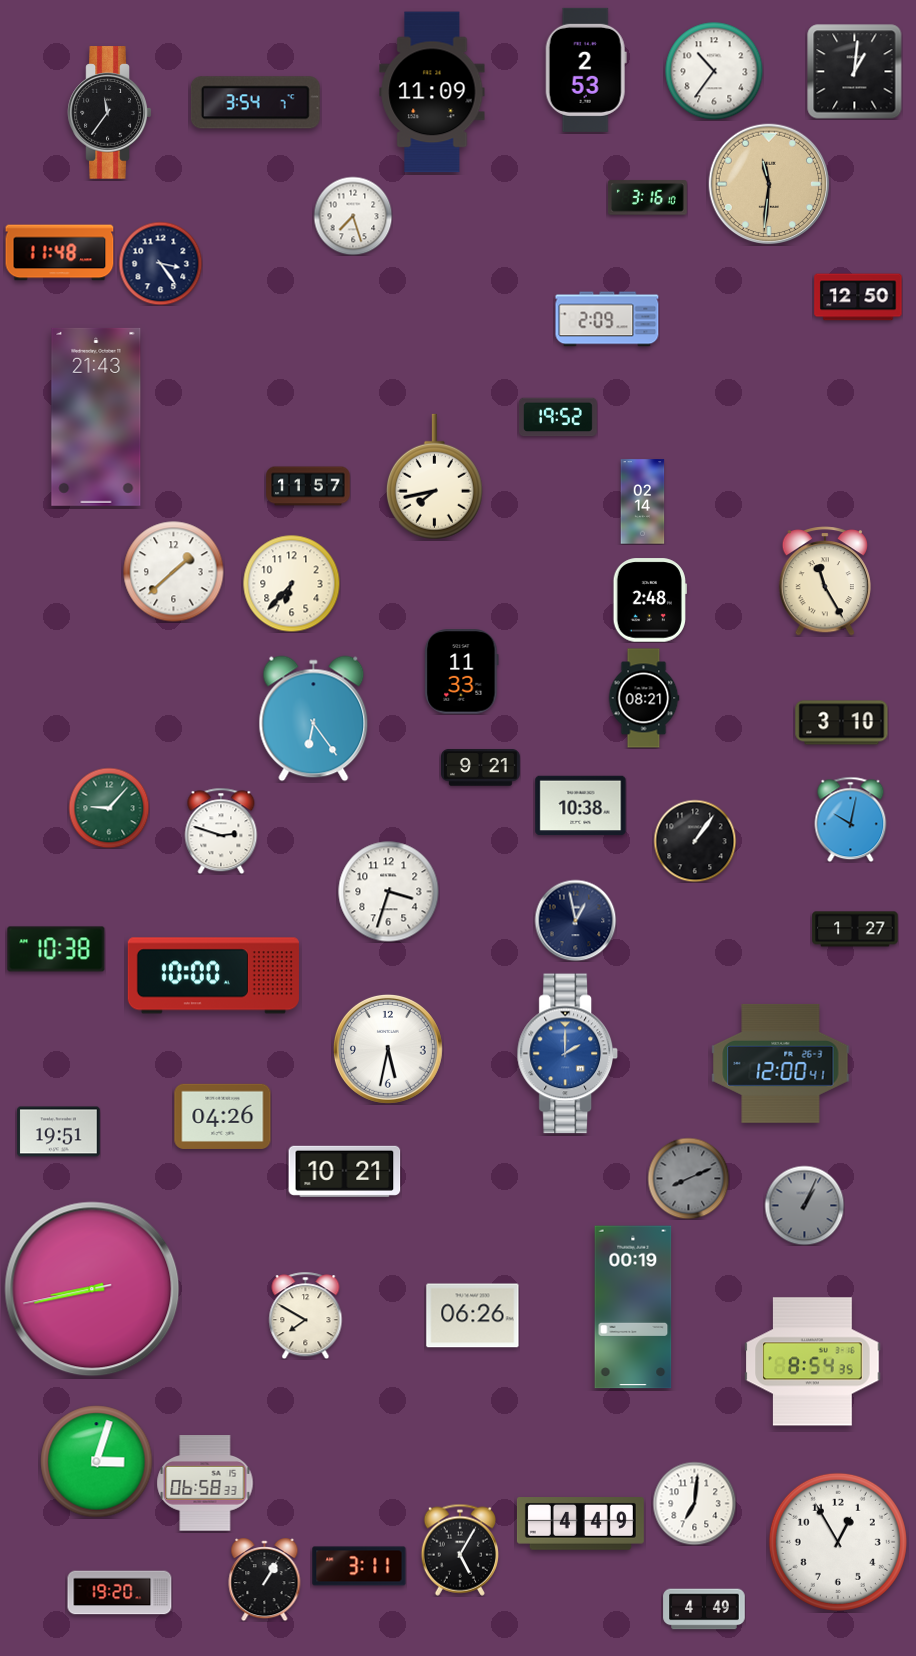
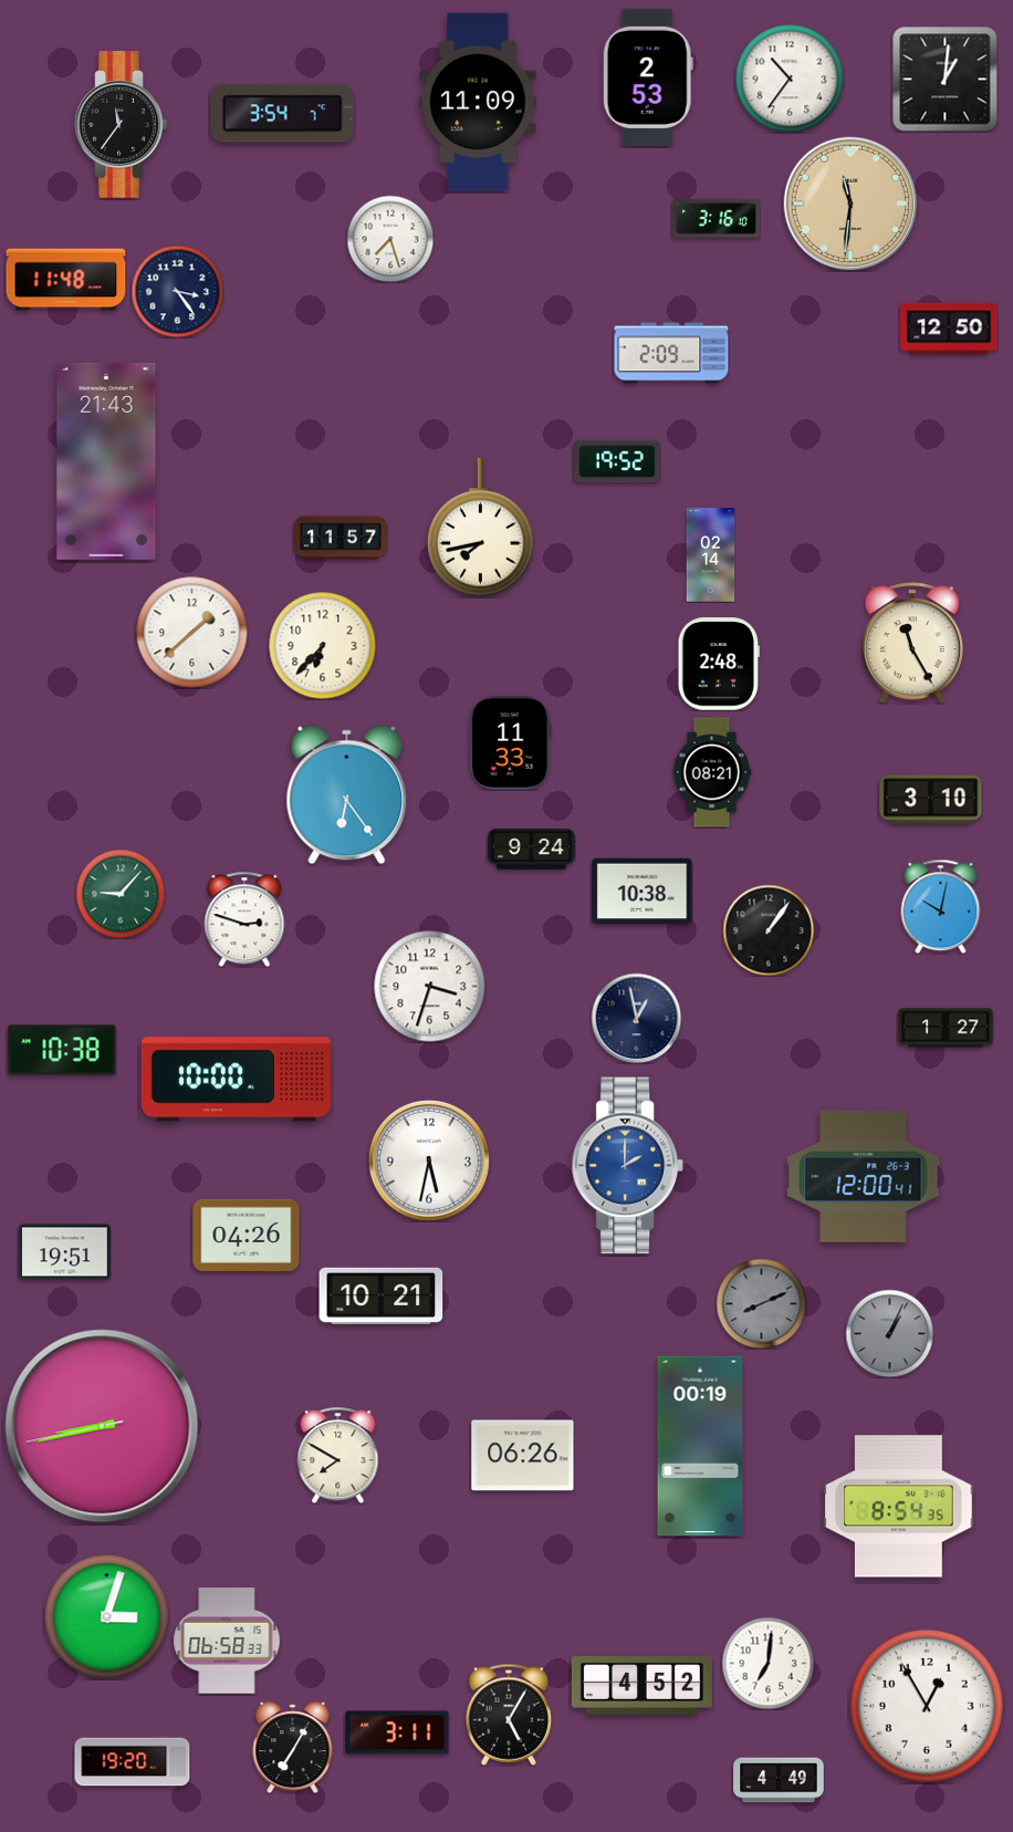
clock at (481, 768): 9:21 -> 9:24
clock at (580, 1524): 4:49 -> 4:52
clock at (265, 1580): 1:05 -> 7:05
